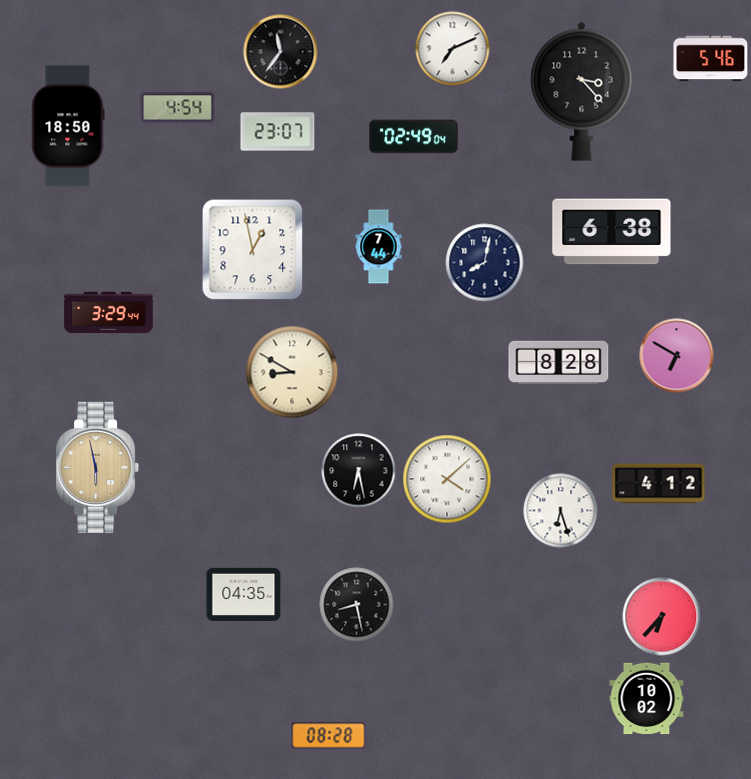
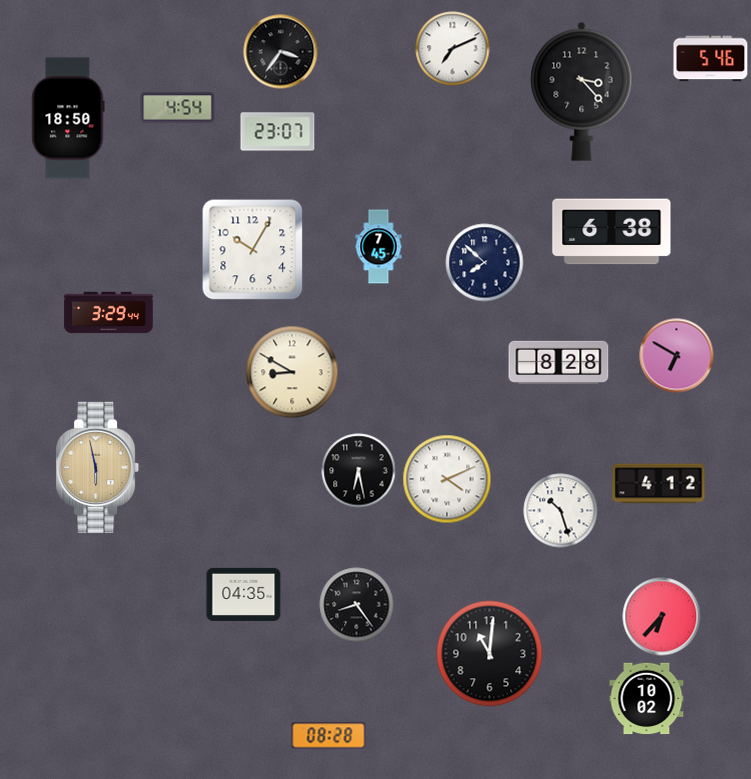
clock at (281, 52): 11:36 -> 3:36
clock at (68, 126) position: (68, 126) -> (68, 118)
clock at (414, 137): 02:49 -> none
clock at (379, 247): 7:44 -> 7:45
clock at (253, 250): 12:58 -> 10:05
clock at (485, 263): 8:02 -> 7:52
clock at (447, 479): 4:08 -> 4:11
clock at (561, 511): 6:27 -> 10:27
clock at (357, 605): 8:28 -> 8:24
clock at (490, 654): none -> 11:01
